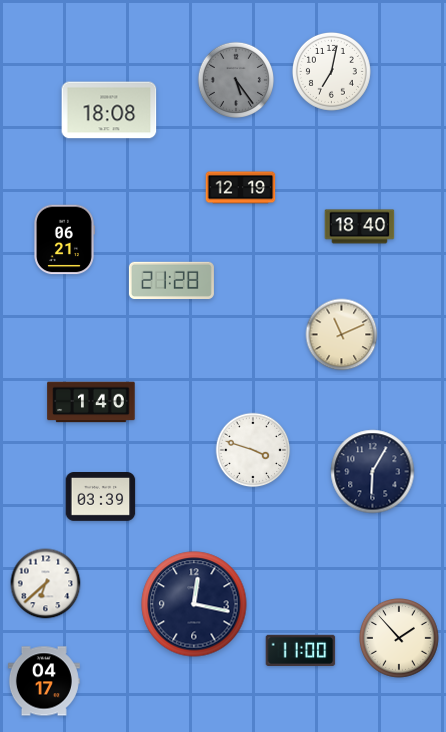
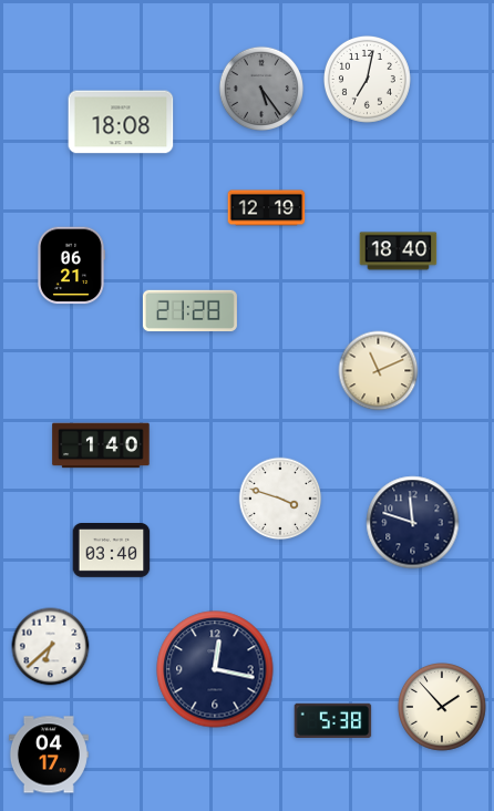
clock at (373, 472): 6:05 -> 11:48
clock at (101, 497): 03:39 -> 03:40
clock at (301, 651): 11:00 -> 5:38
